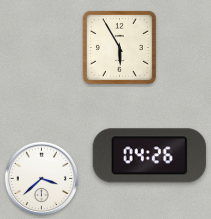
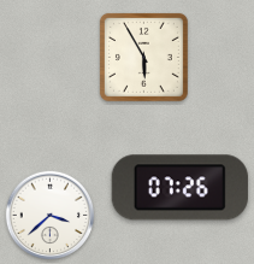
clock at (149, 156): 04:26 -> 07:26
